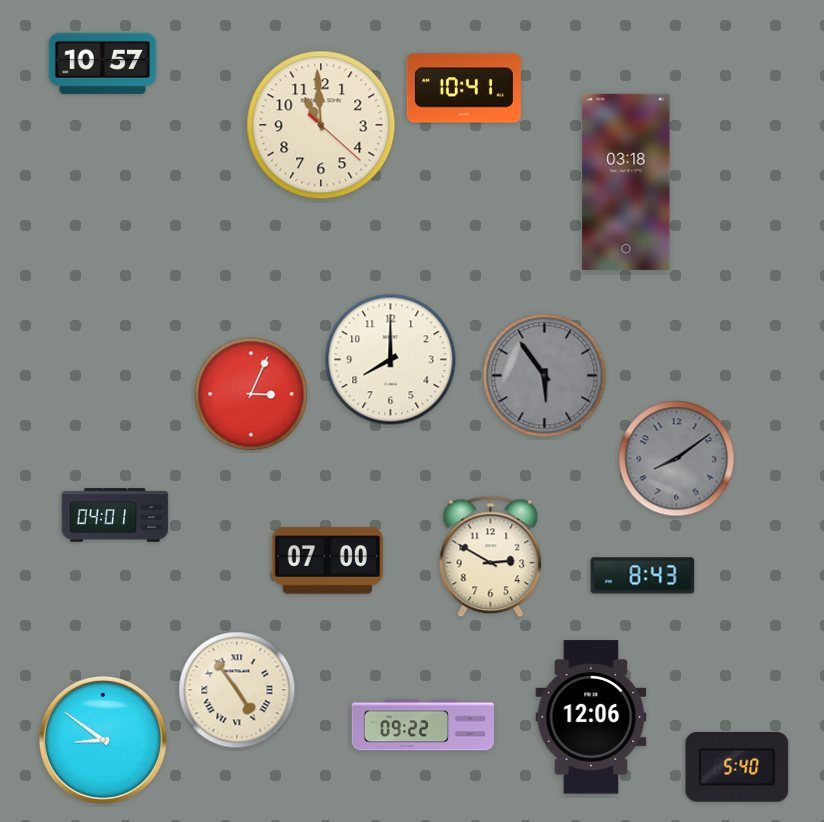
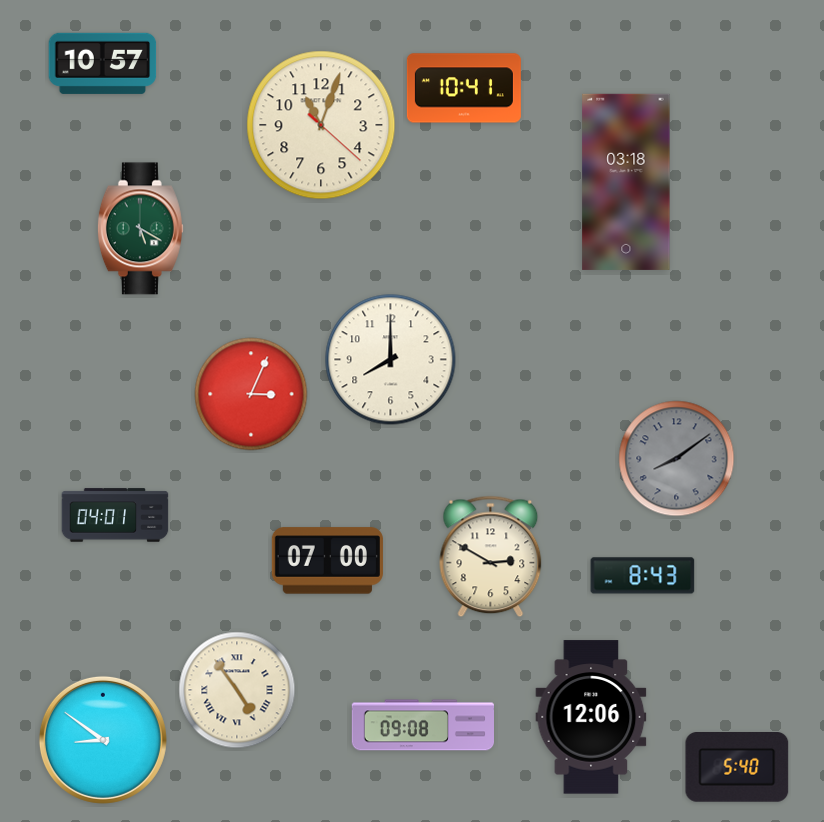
clock at (321, 125): 10:59 -> 11:03
clock at (140, 229): none -> 5:20
clock at (545, 376): 5:54 -> none
clock at (422, 725): 09:22 -> 09:08
